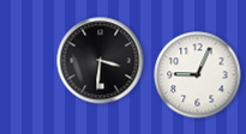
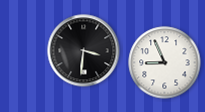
clock at (198, 75): 9:04 -> 8:56
